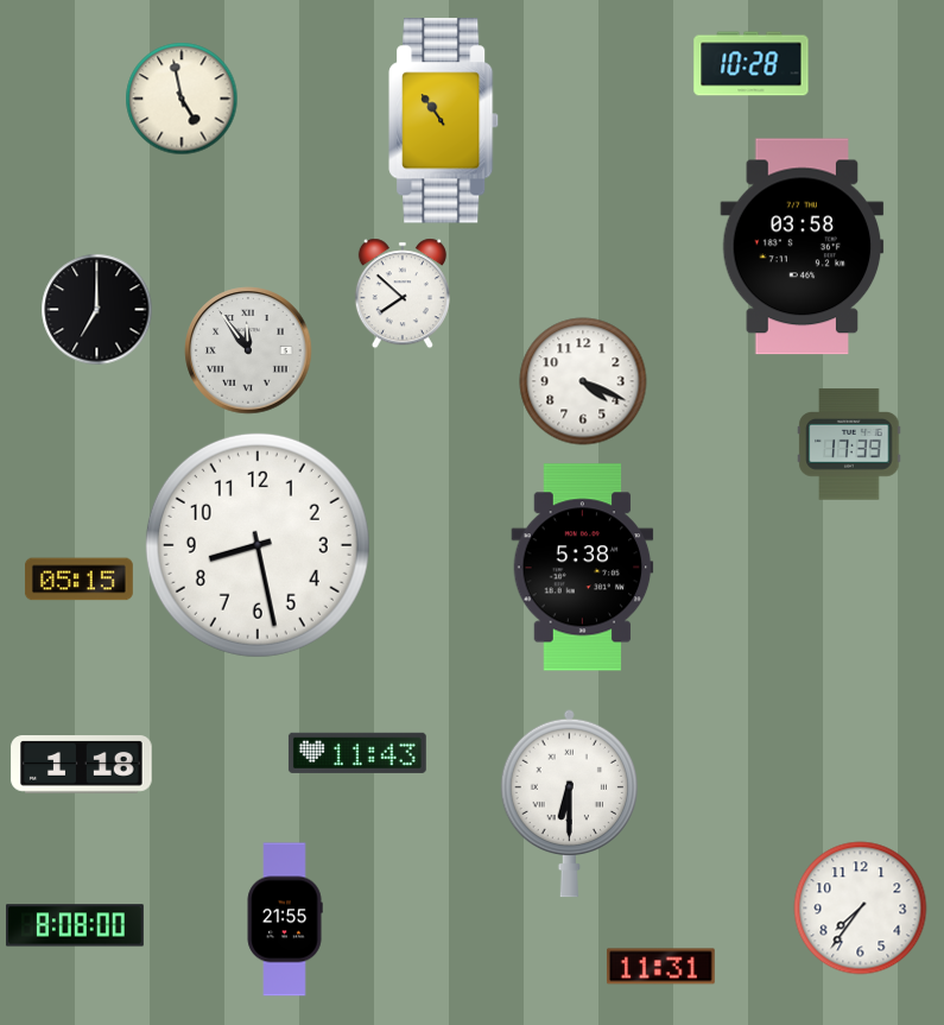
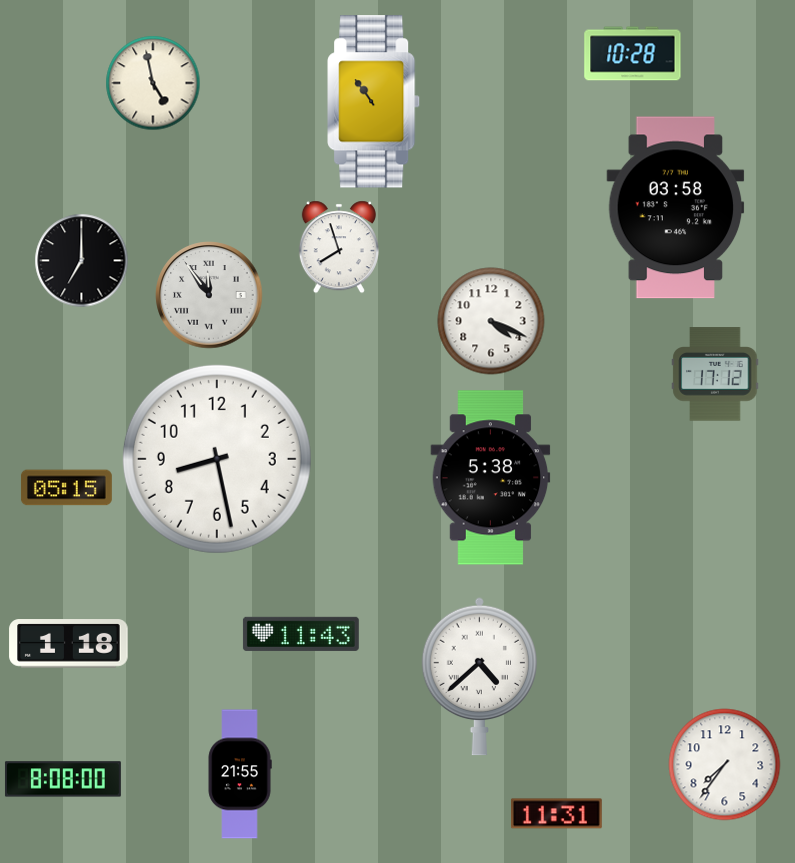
clock at (403, 293): 7:52 -> 7:57
clock at (849, 444): 17:39 -> 17:12
clock at (569, 803): 6:30 -> 4:38
